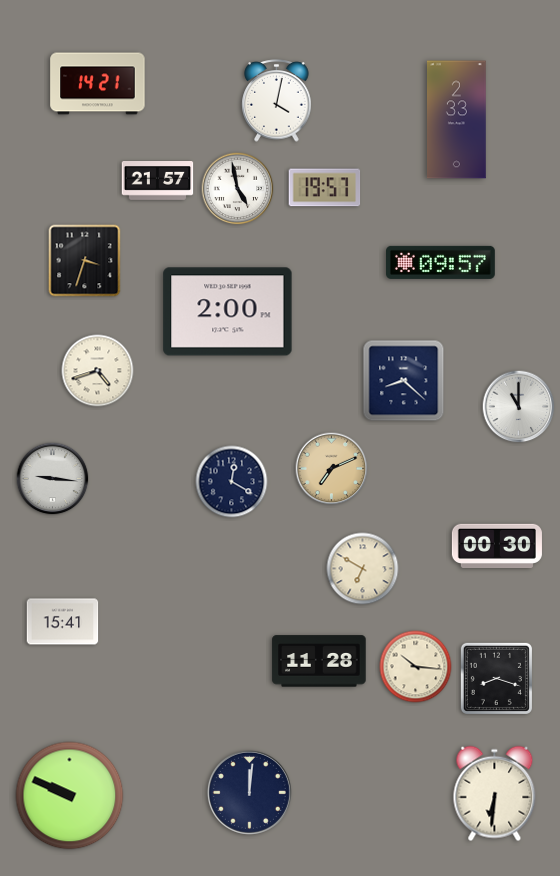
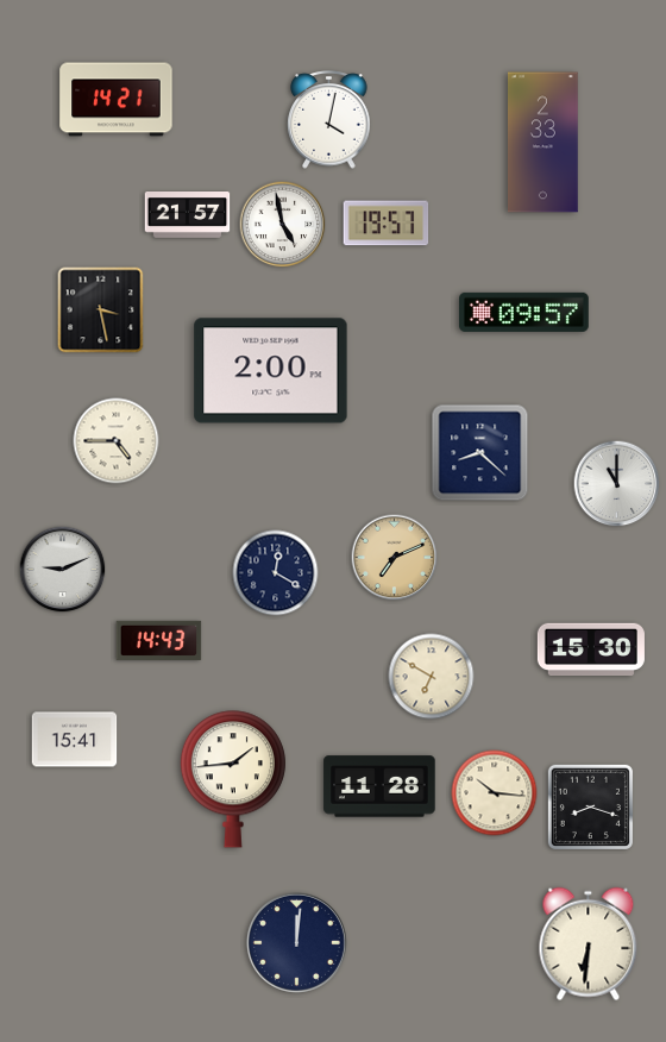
clock at (85, 261): 3:33 -> 3:28
clock at (98, 371): 4:42 -> 4:45
clock at (53, 479): 9:16 -> 9:11
clock at (159, 640): none -> 14:43
clock at (497, 545): 00:30 -> 15:30
clock at (233, 779): none -> 1:44
clock at (70, 796): 9:49 -> none
